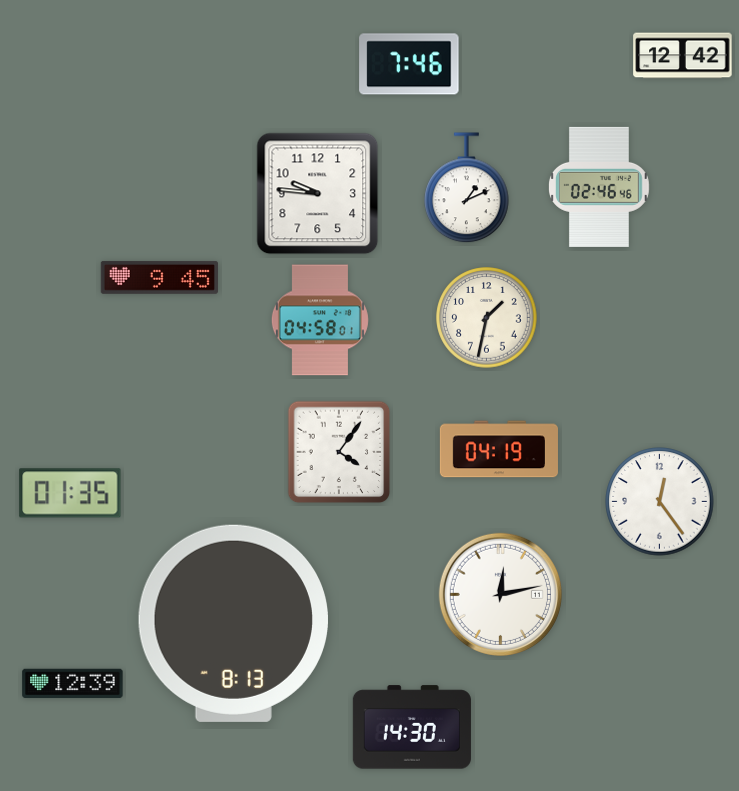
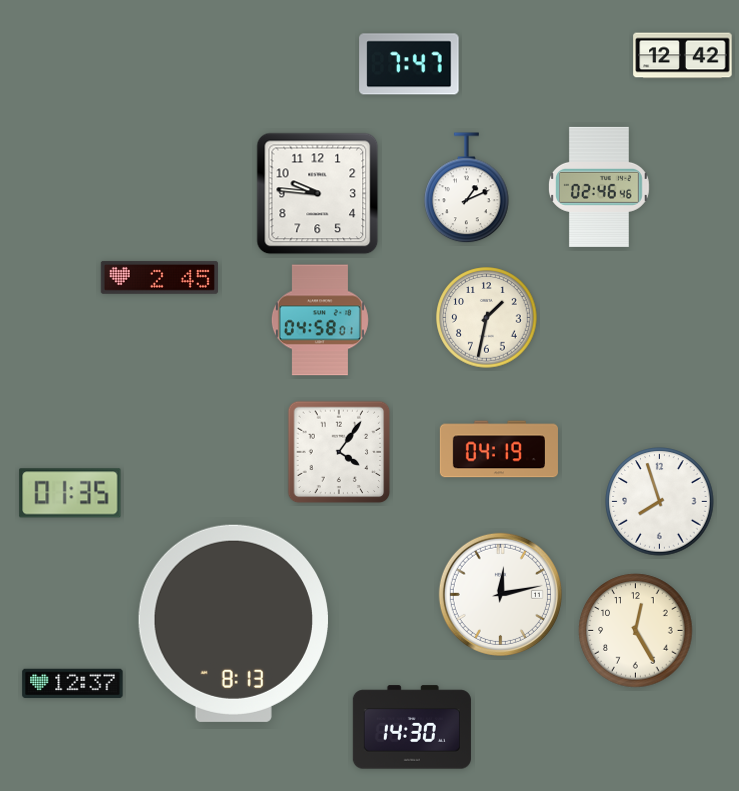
clock at (409, 64): 7:46 -> 7:47
clock at (159, 277): 9:45 -> 2:45
clock at (660, 502): 12:24 -> 7:57
clock at (636, 631): none -> 12:25
clock at (73, 684): 12:39 -> 12:37
